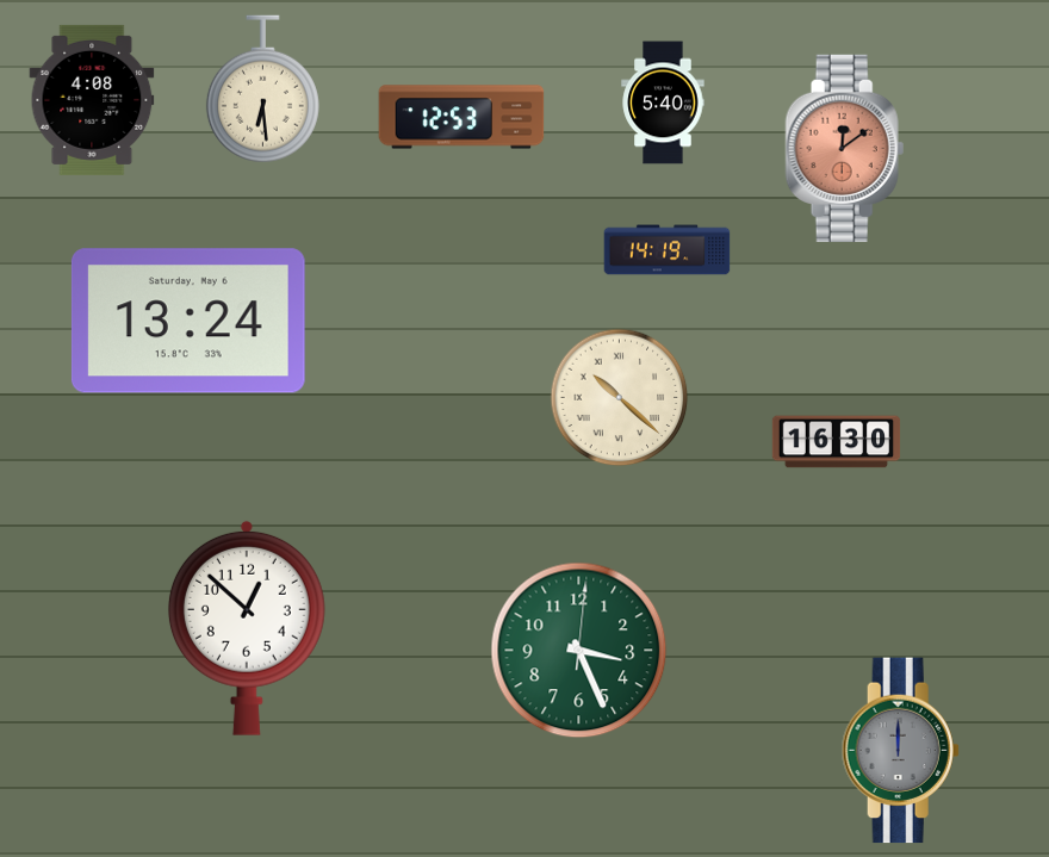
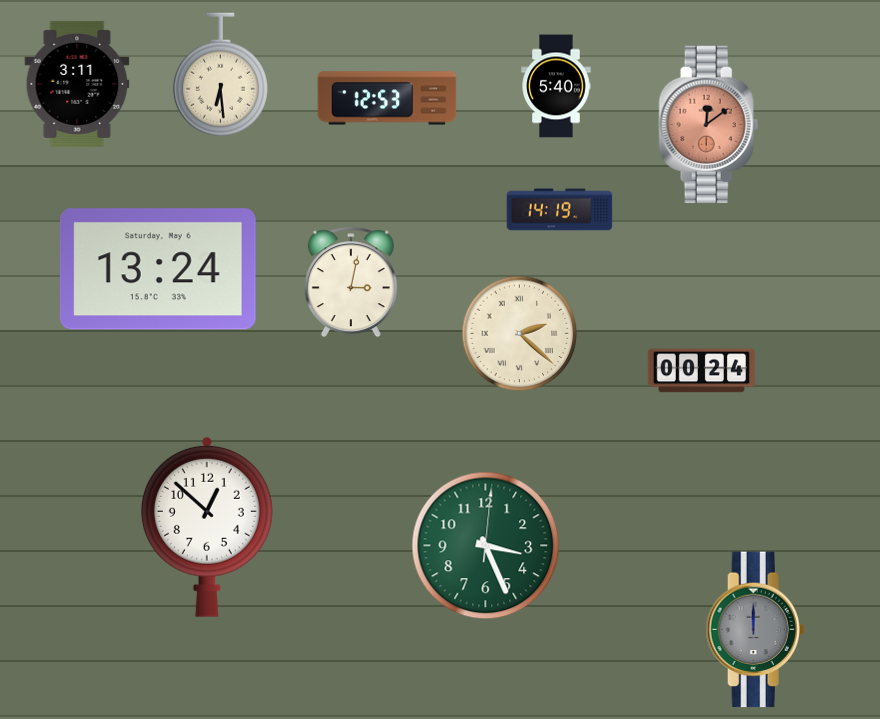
clock at (92, 100): 4:08 -> 3:11
clock at (351, 282): none -> 3:02
clock at (620, 398): 10:22 -> 2:22
clock at (837, 442): 16:30 -> 00:24
